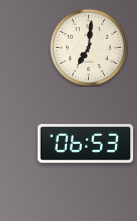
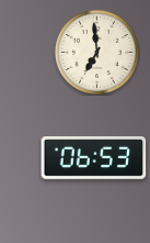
clock at (88, 47): 7:01 -> 6:59
